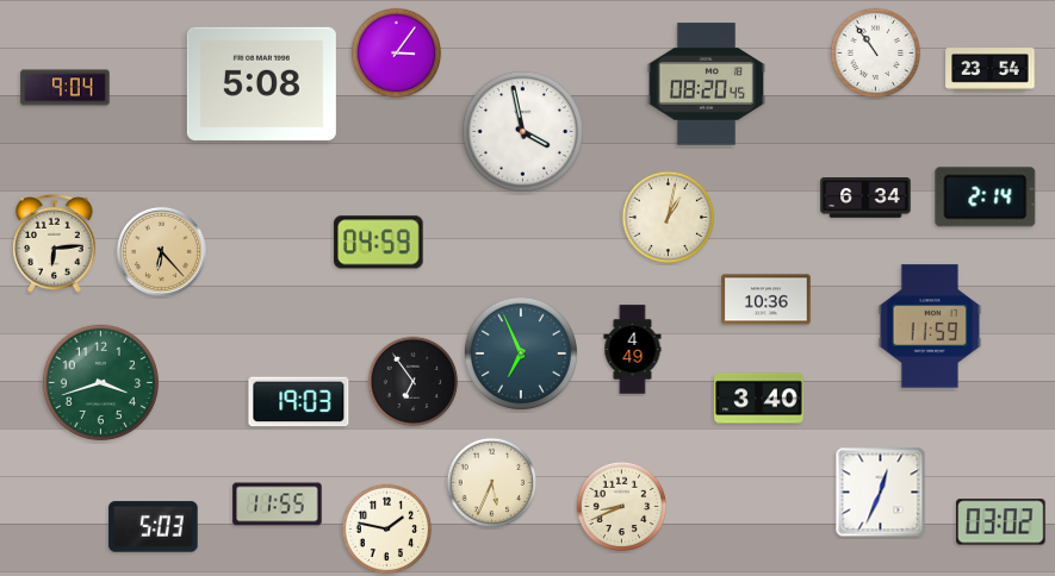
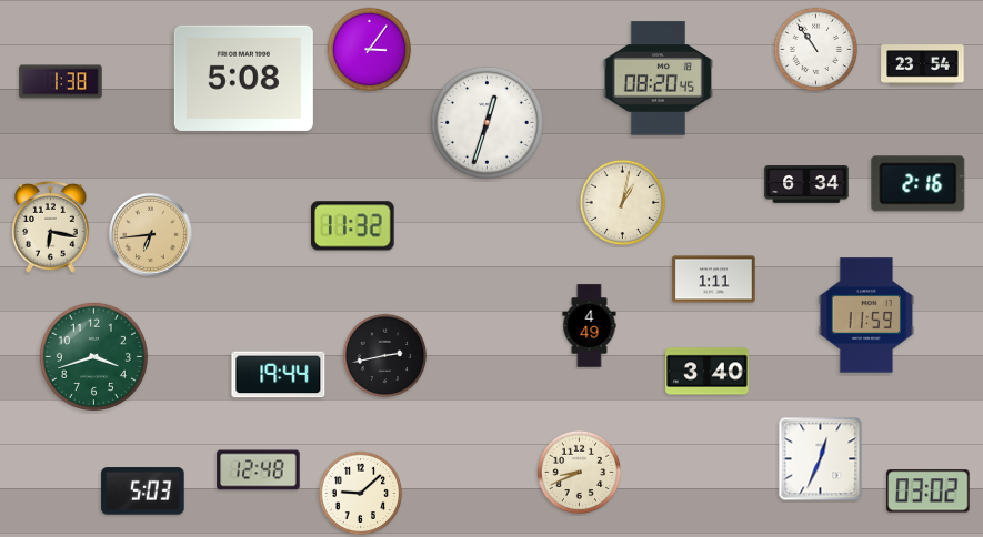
clock at (66, 88): 9:04 -> 1:38
clock at (522, 131): 3:58 -> 12:33
clock at (986, 198): 2:14 -> 2:16
clock at (379, 243): 04:59 -> 11:32
clock at (55, 244): 6:14 -> 6:17
clock at (161, 251): 6:23 -> 6:44
clock at (767, 300): 10:36 -> 1:11
clock at (930, 326) position: (930, 326) -> (866, 315)
clock at (521, 353): 6:56 -> none
clock at (414, 382): 6:54 -> 2:43
clock at (299, 402): 19:03 -> 19:44
clock at (492, 483): 5:34 -> none
clock at (278, 505): 11:55 -> 12:48
clock at (1001, 522) position: (1001, 522) -> (929, 492)
clock at (387, 530): 1:47 -> 9:08
